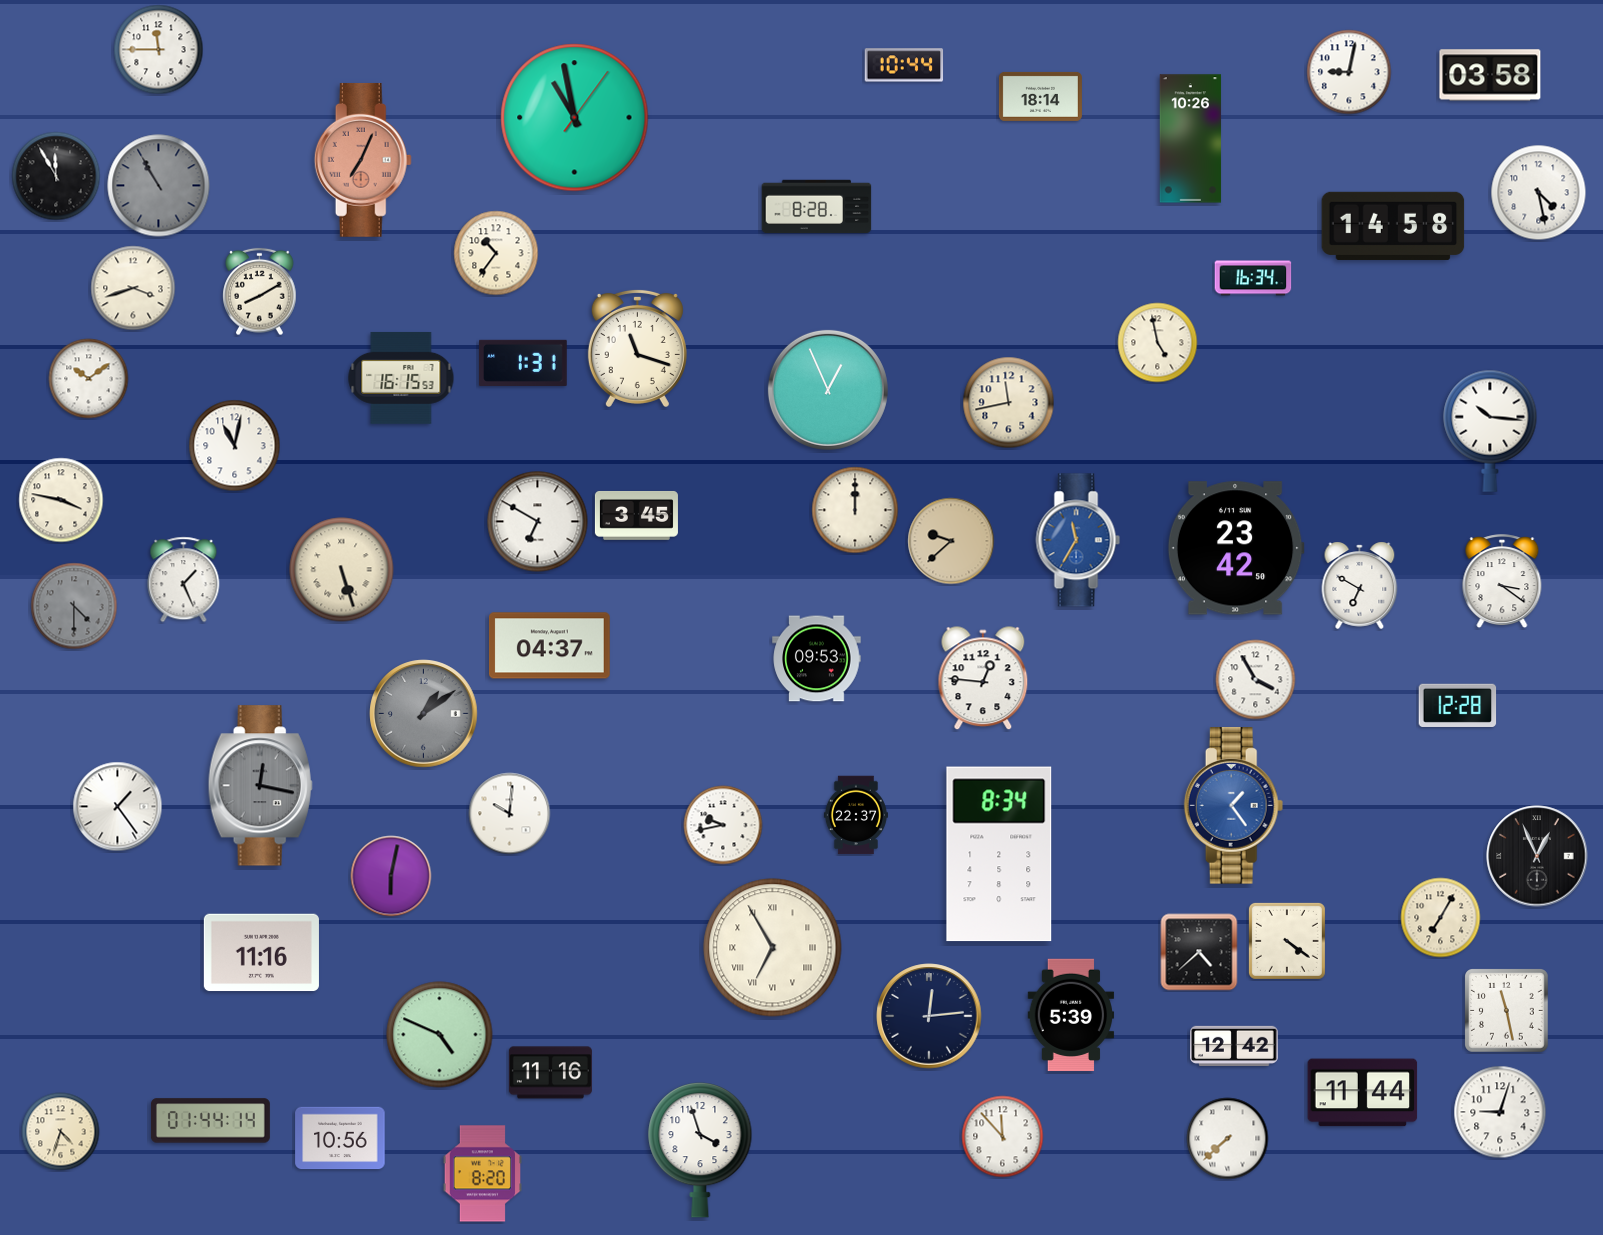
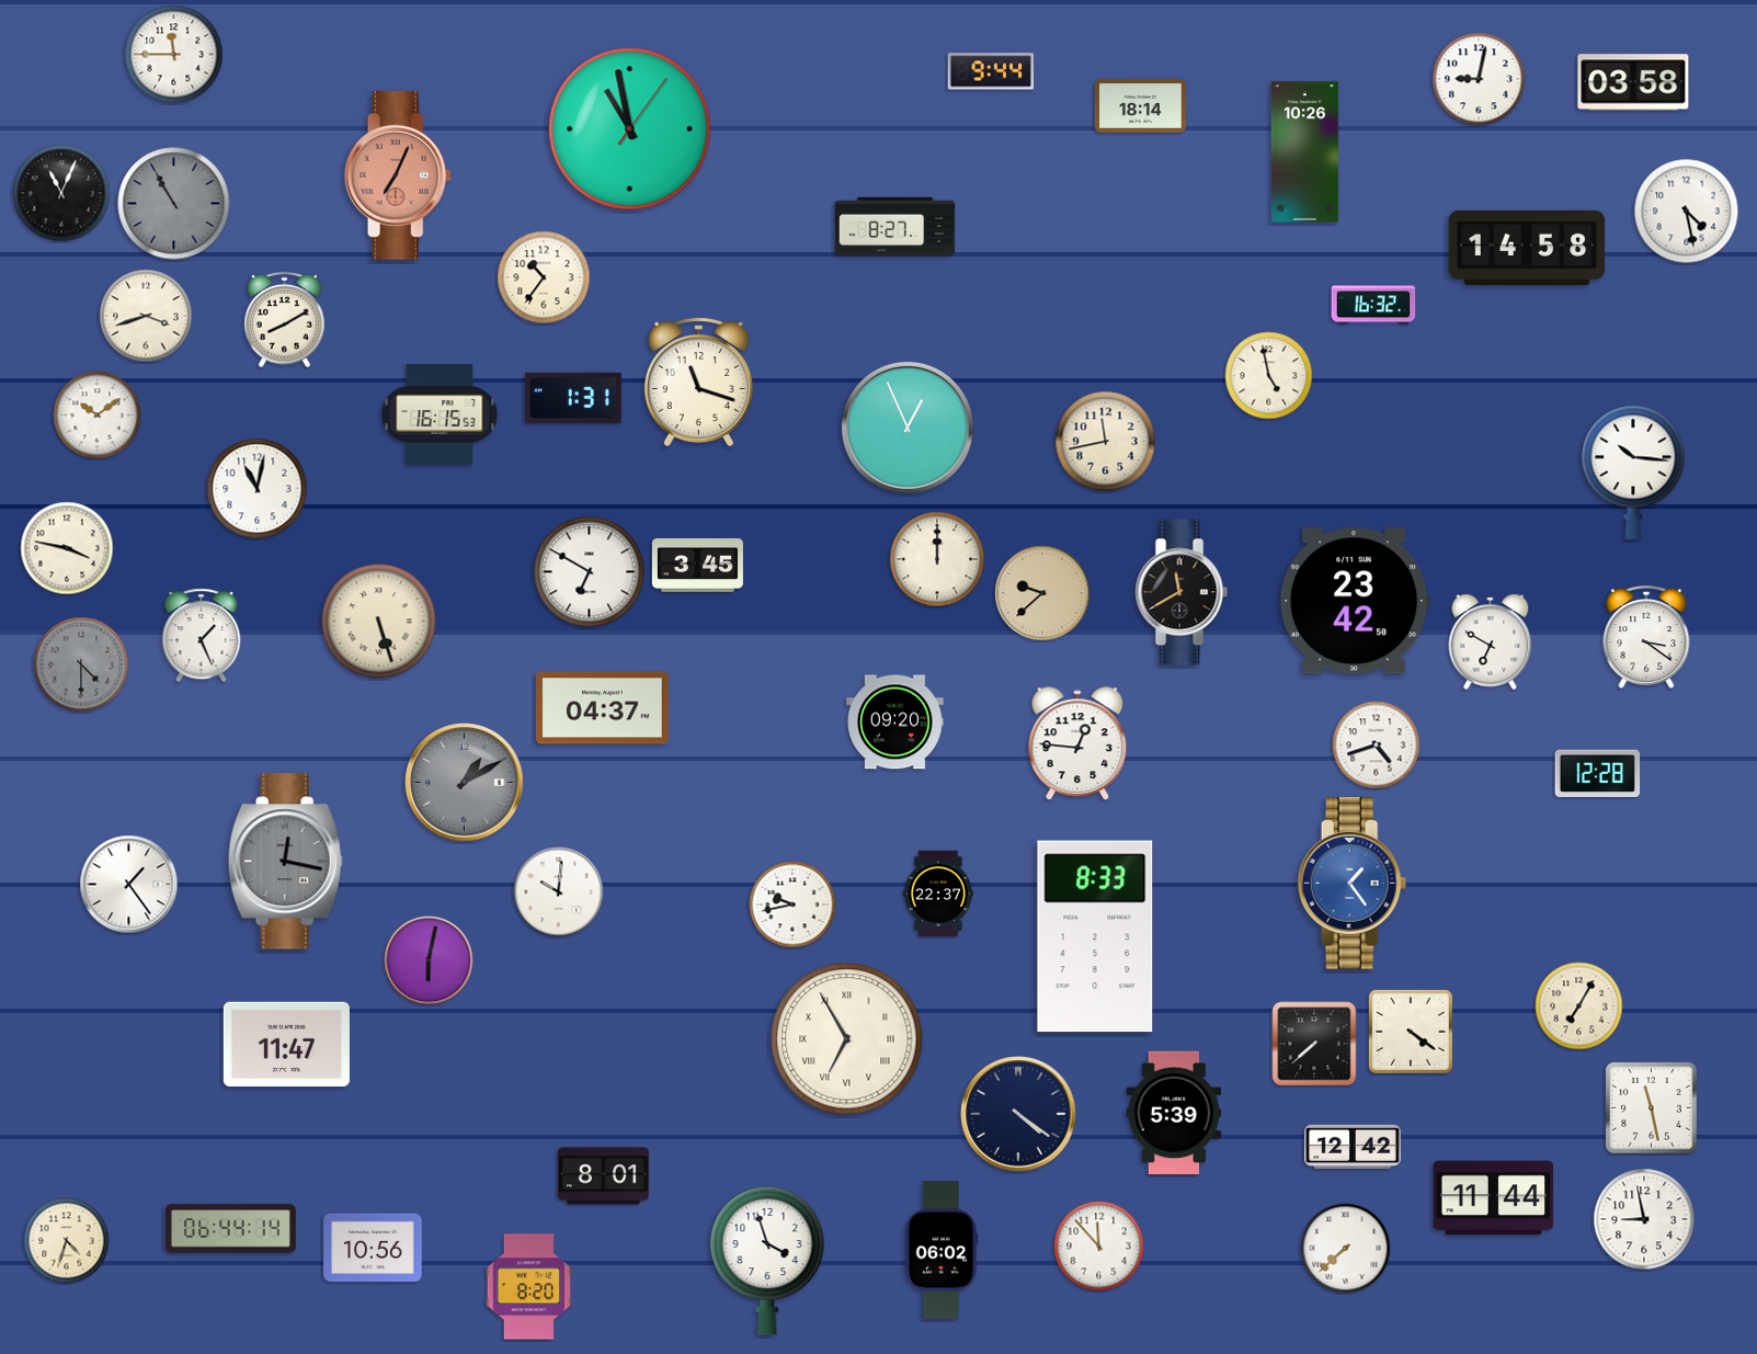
clock at (904, 65): 10:44 -> 9:44
clock at (56, 176): 11:55 -> 11:04
clock at (817, 207): 8:28 -> 8:27
clock at (1253, 278): 16:34 -> 16:32
clock at (1078, 540): 11:35 -> 11:40
clock at (1078, 540) dial: blue -> black
clock at (342, 570) position: (342, 570) -> (379, 622)
clock at (817, 659): 09:53 -> 09:20
clock at (1256, 680): 3:55 -> 4:42
clock at (424, 714): 1:09 -> 1:10
clock at (999, 854): 8:34 -> 8:33
clock at (1537, 856): 12:56 -> none
clock at (1199, 952): 4:38 -> 7:38
clock at (261, 953): 11:16 -> 11:47
clock at (929, 1016): 12:14 -> 4:21
clock at (440, 1035): 4:49 -> none
clock at (550, 1073): 11:16 -> 8:01
clock at (1500, 1112): 9:03 -> 8:58
clock at (210, 1121): 01:44 -> 06:44
clock at (942, 1250): none -> 06:02
